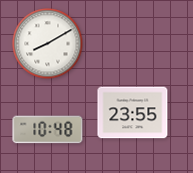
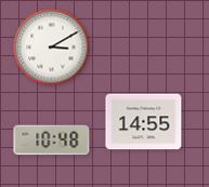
clock at (48, 44): 8:10 -> 3:10
clock at (133, 113): 23:55 -> 14:55
